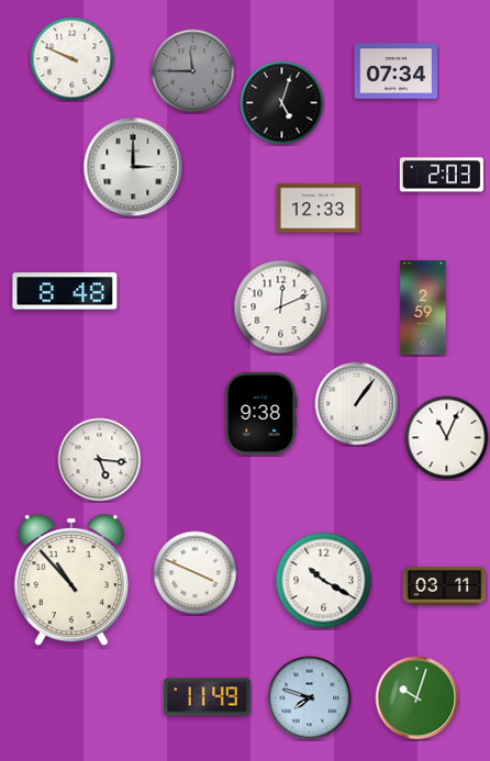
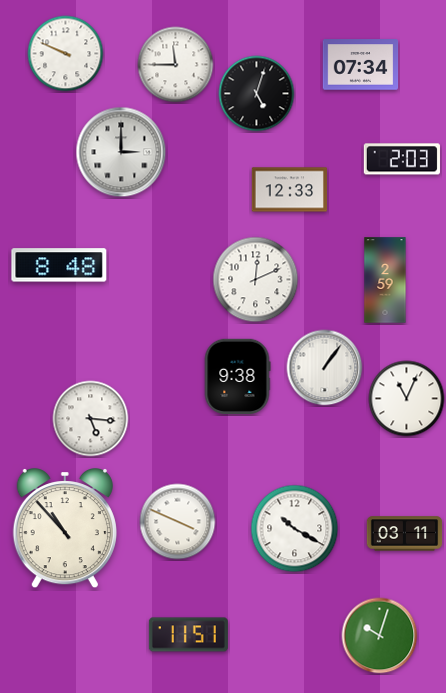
clock at (193, 71) dial: grey -> white
clock at (207, 697): 11:49 -> 11:51
clock at (310, 698): 7:48 -> none
